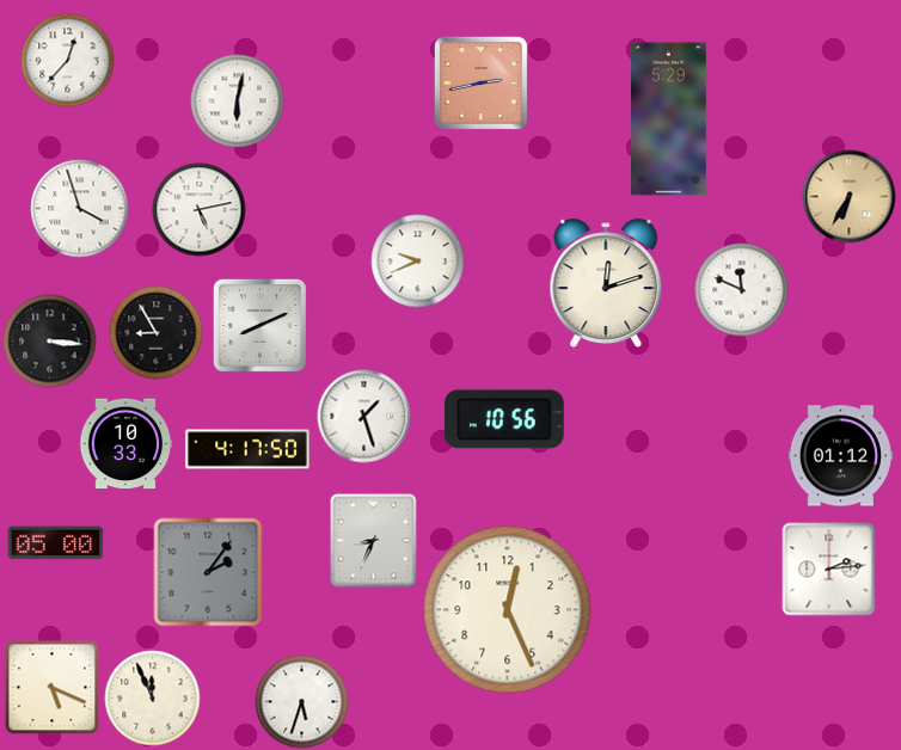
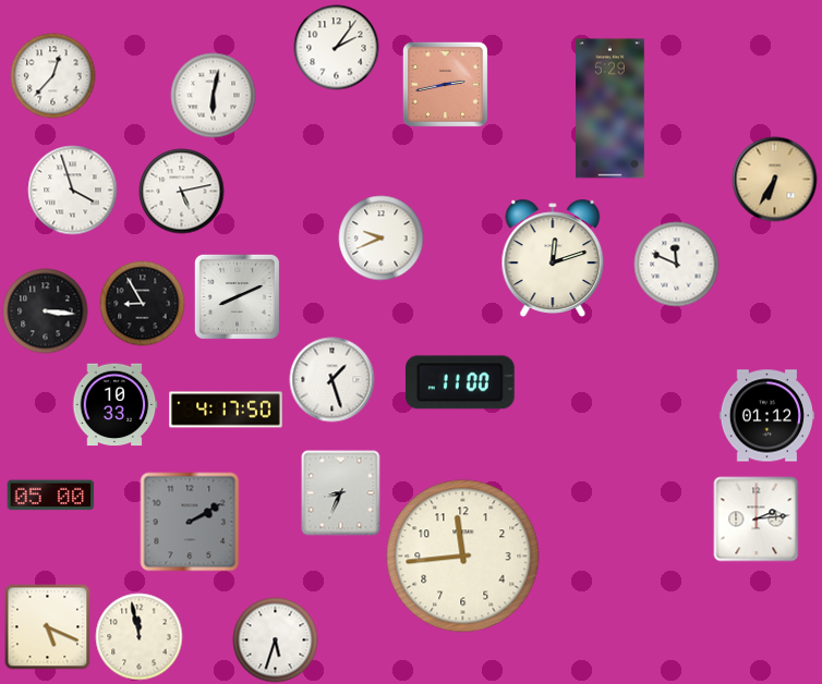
clock at (336, 47): none -> 2:06
clock at (67, 60) position: (67, 60) -> (52, 75)
clock at (480, 82) position: (480, 82) -> (445, 84)
clock at (237, 100) position: (237, 100) -> (213, 95)
clock at (504, 419): 10:56 -> 11:00
clock at (208, 572): 2:06 -> 2:10
clock at (508, 610): 12:26 -> 11:44
clock at (152, 697): 11:56 -> 11:58
